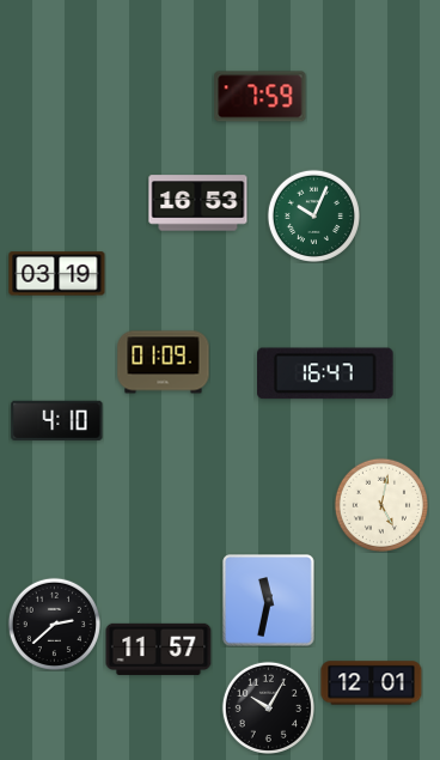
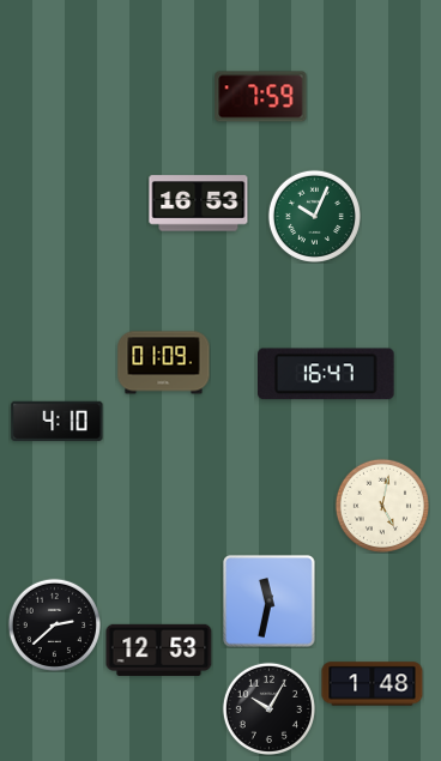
clock at (57, 274): 03:19 -> none
clock at (159, 649): 11:57 -> 12:53
clock at (372, 683): 12:01 -> 1:48
